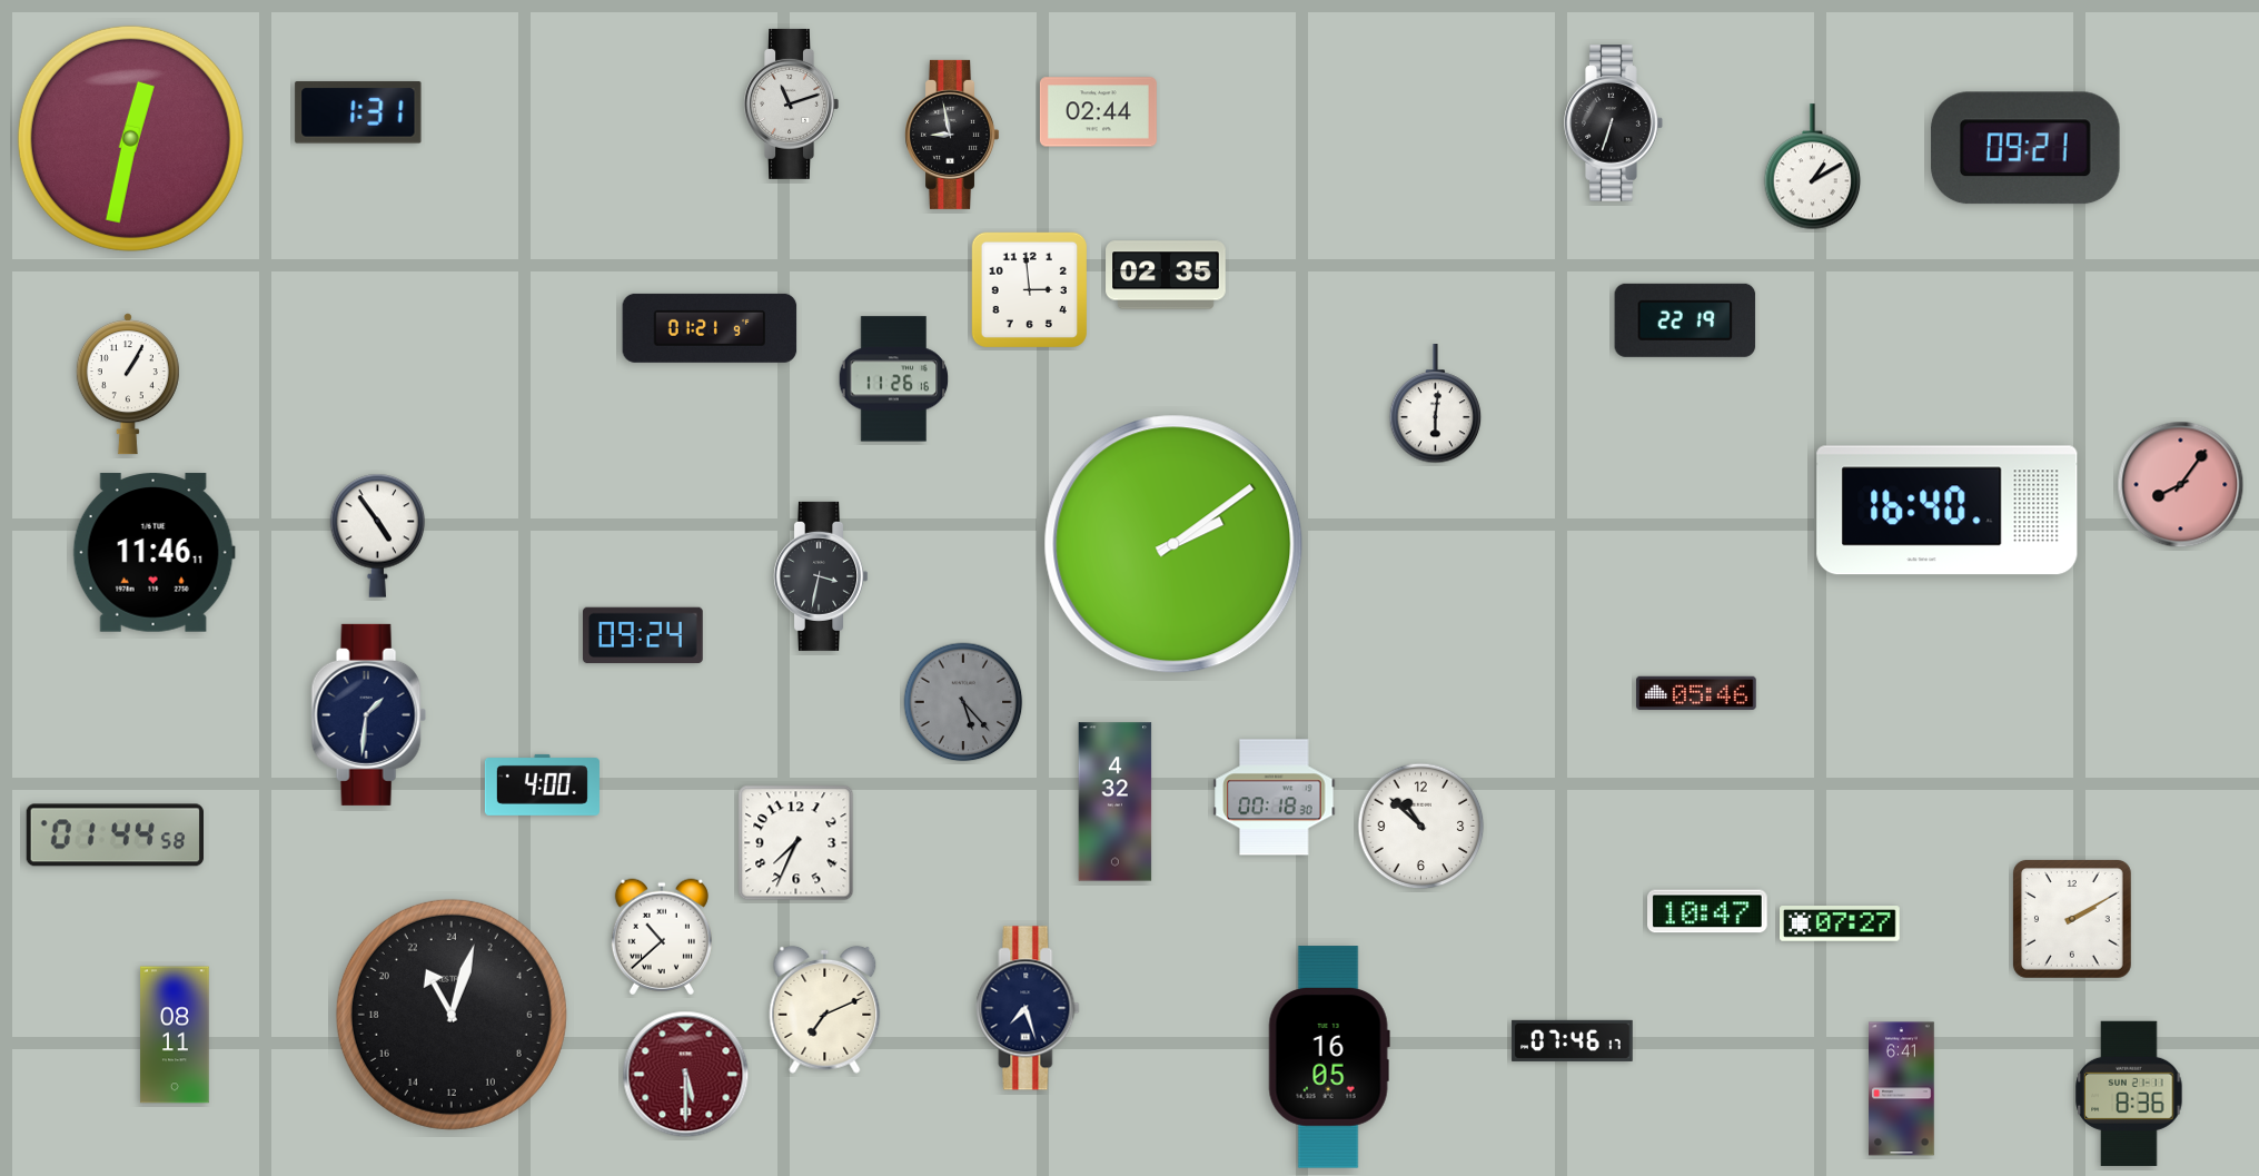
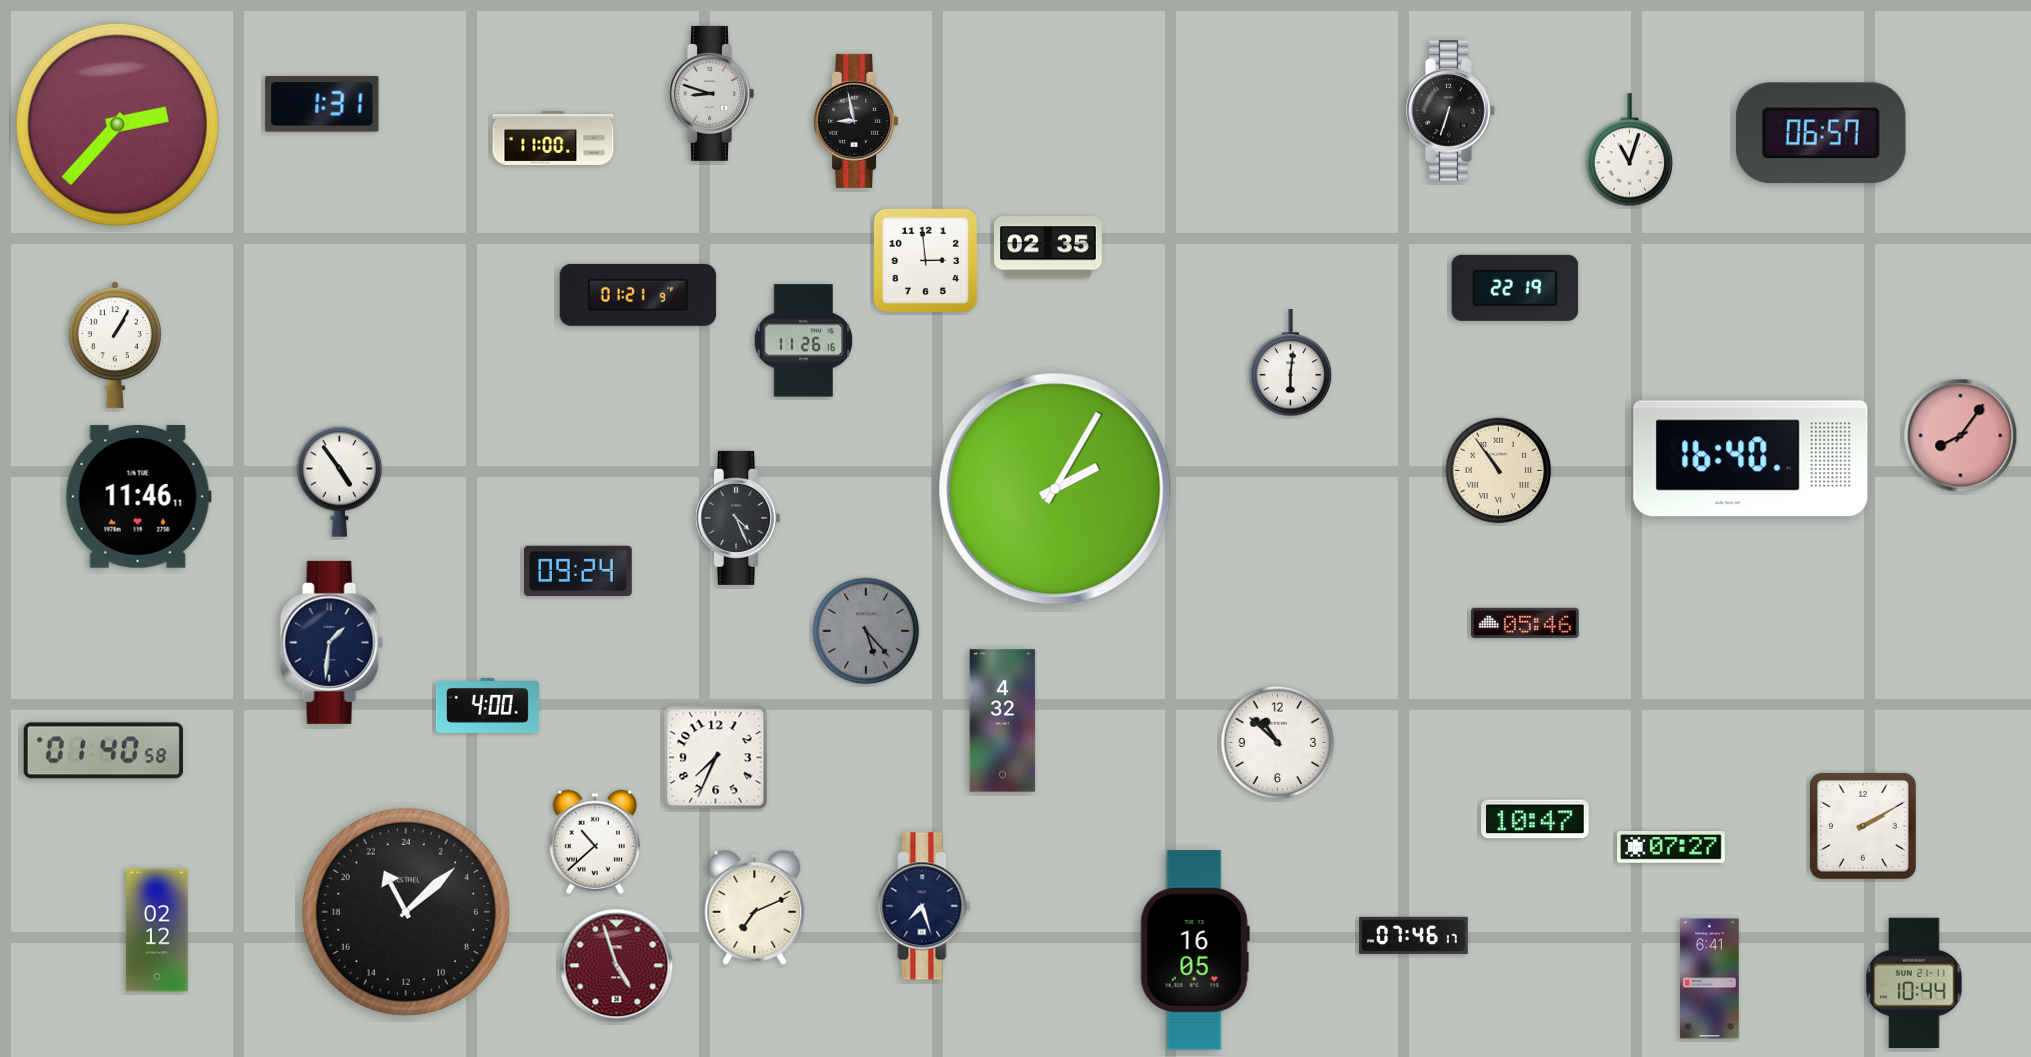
clock at (791, 103): 11:12 -> 8:48
clock at (358, 112) position: (358, 112) -> (322, 104)
clock at (1098, 112): 02:44 -> none
clock at (130, 138): 12:32 -> 2:37
clock at (2025, 148): 09:21 -> 06:57
clock at (553, 138): none -> 11:00
clock at (1813, 167): 1:10 -> 11:03
clock at (1499, 471): none -> 10:54
clock at (1173, 544): 2:09 -> 2:05
clock at (821, 576): 3:32 -> 4:26
clock at (1275, 798): 00:18 -> none
clock at (115, 836): 01:44 -> 01:40
clock at (1841, 925) position: (1841, 925) -> (1672, 848)
clock at (825, 1009) position: (825, 1009) -> (755, 907)
clock at (452, 1015): 22:03 -> 22:08
clock at (175, 1035): 08:11 -> 02:12
clock at (686, 1075): 5:30 -> 4:57
clock at (2129, 1094): 8:36 -> 10:44
